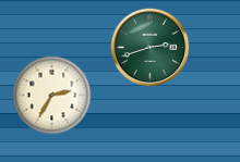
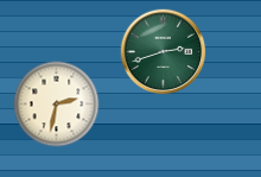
clock at (52, 96): 2:35 -> 2:32
